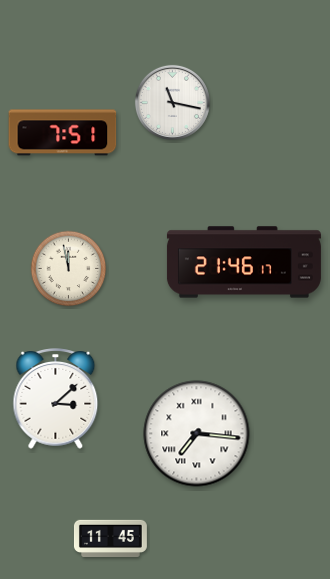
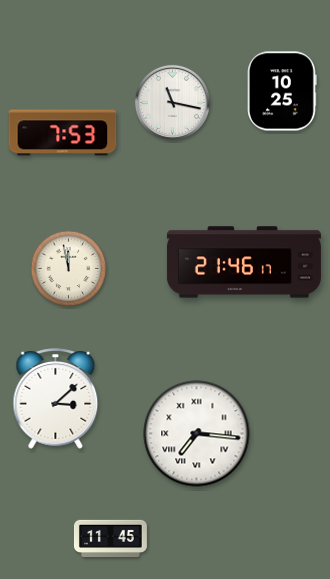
clock at (282, 91): none -> 10:25
clock at (63, 133): 7:51 -> 7:53
